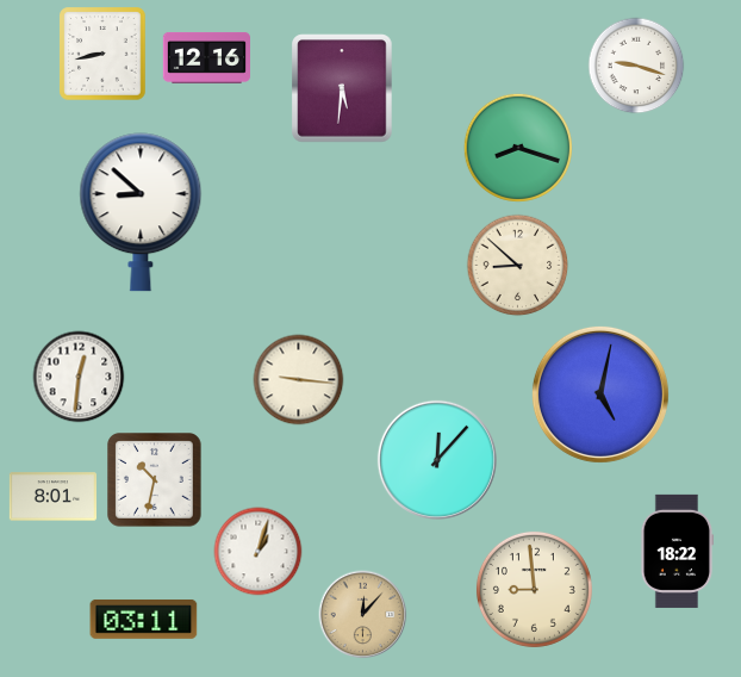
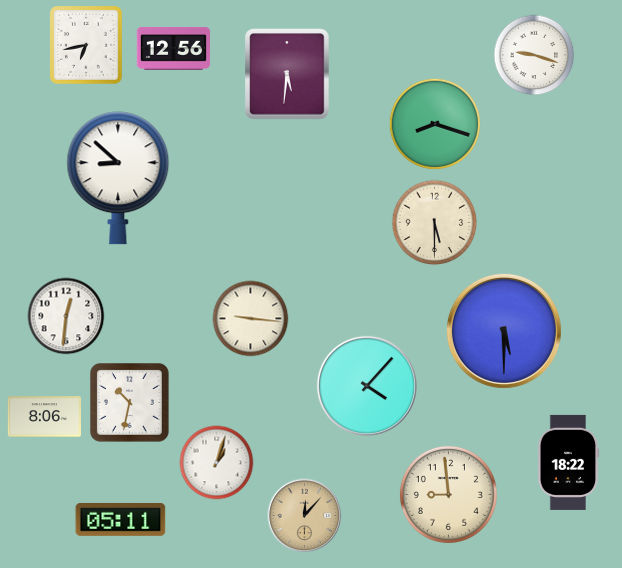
clock at (102, 54): 8:43 -> 6:43
clock at (206, 58): 12:16 -> 12:56
clock at (518, 266): 8:52 -> 5:30
clock at (600, 395): 5:02 -> 5:30
clock at (437, 460): 12:07 -> 4:07
clock at (52, 497): 8:01 -> 8:06
clock at (144, 619): 03:11 -> 05:11
